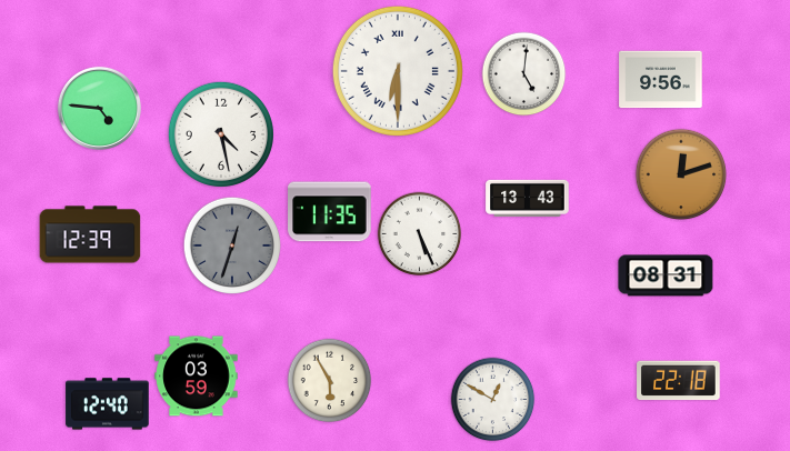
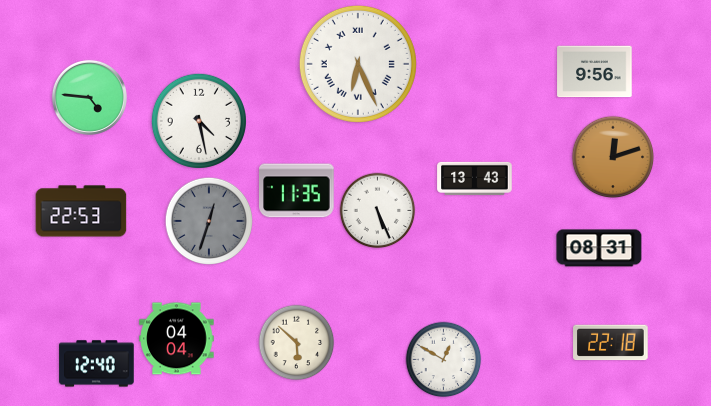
clock at (398, 71): 6:30 -> 6:26
clock at (524, 74): 5:01 -> none
clock at (90, 234): 12:39 -> 22:53
clock at (197, 377): 03:59 -> 04:04
clock at (330, 381): 5:55 -> 5:52
